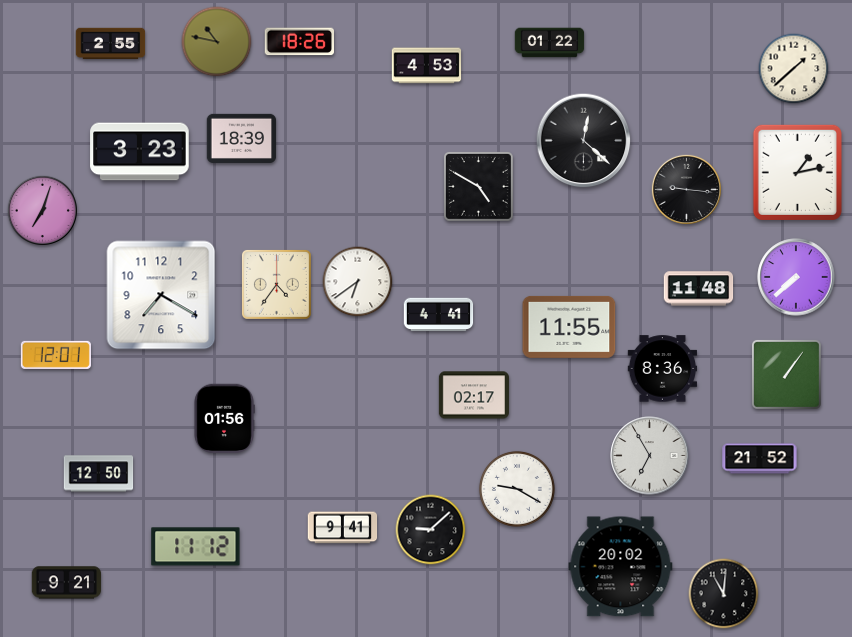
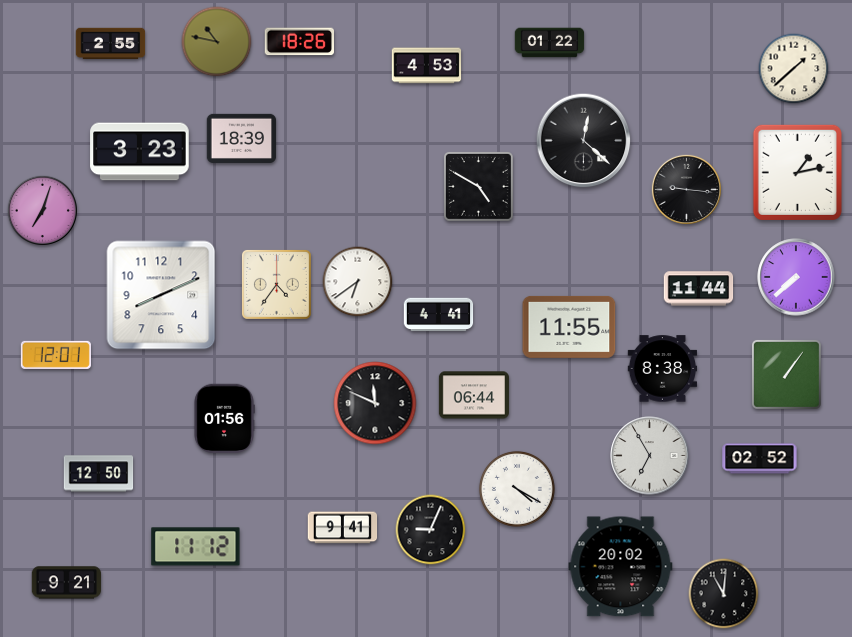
clock at (699, 289): 11:48 -> 11:44
clock at (161, 295): 7:20 -> 8:11
clock at (663, 369): 8:36 -> 8:38
clock at (474, 395): 02:17 -> 06:44
clock at (375, 403): none -> 11:49
clock at (760, 459): 21:52 -> 02:52
clock at (517, 489): 9:20 -> 4:20
clock at (431, 530): 9:08 -> 9:04
